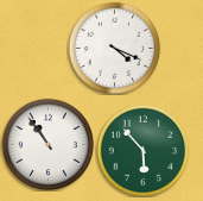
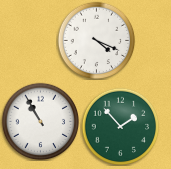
clock at (47, 144): 10:54 -> 10:55
clock at (142, 150): 5:53 -> 1:53
